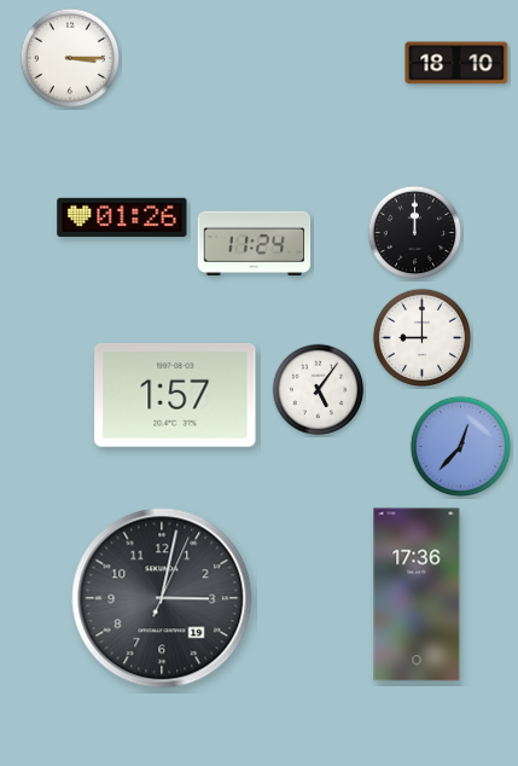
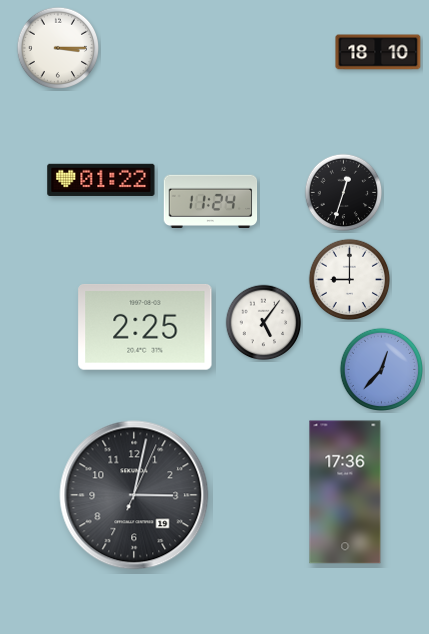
clock at (122, 217): 01:26 -> 01:22
clock at (415, 233): 12:00 -> 12:33
clock at (175, 395): 1:57 -> 2:25
